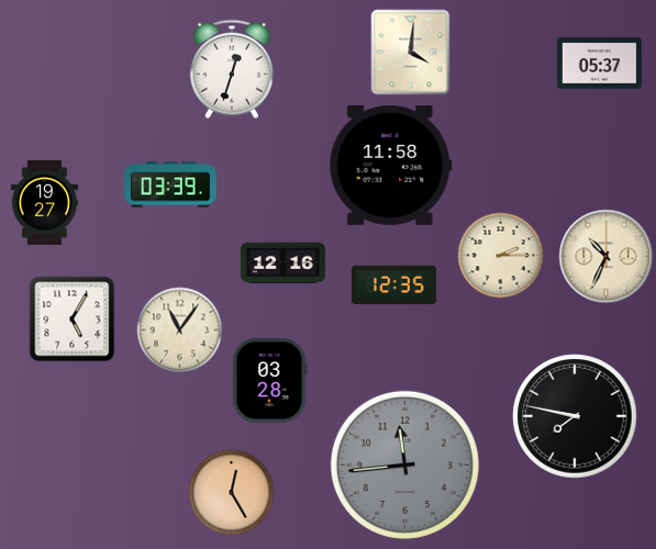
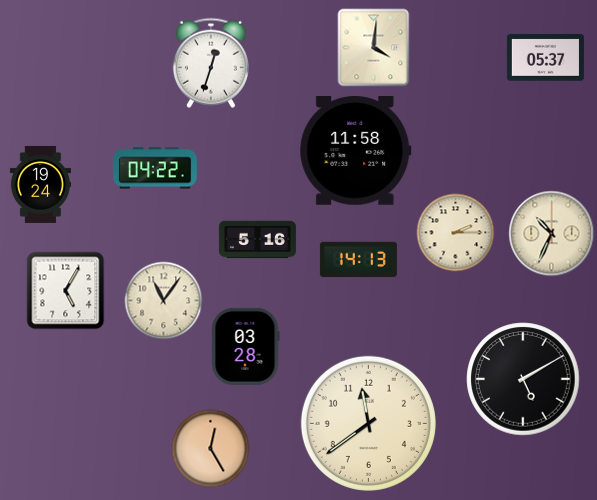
clock at (170, 184): 03:39 -> 04:22
clock at (44, 202): 19:27 -> 19:24
clock at (282, 264): 12:16 -> 5:16
clock at (393, 285): 12:35 -> 14:13
clock at (575, 416): 7:47 -> 5:10
clock at (404, 464): 11:44 -> 11:39
clock at (404, 464) dial: grey -> cream
